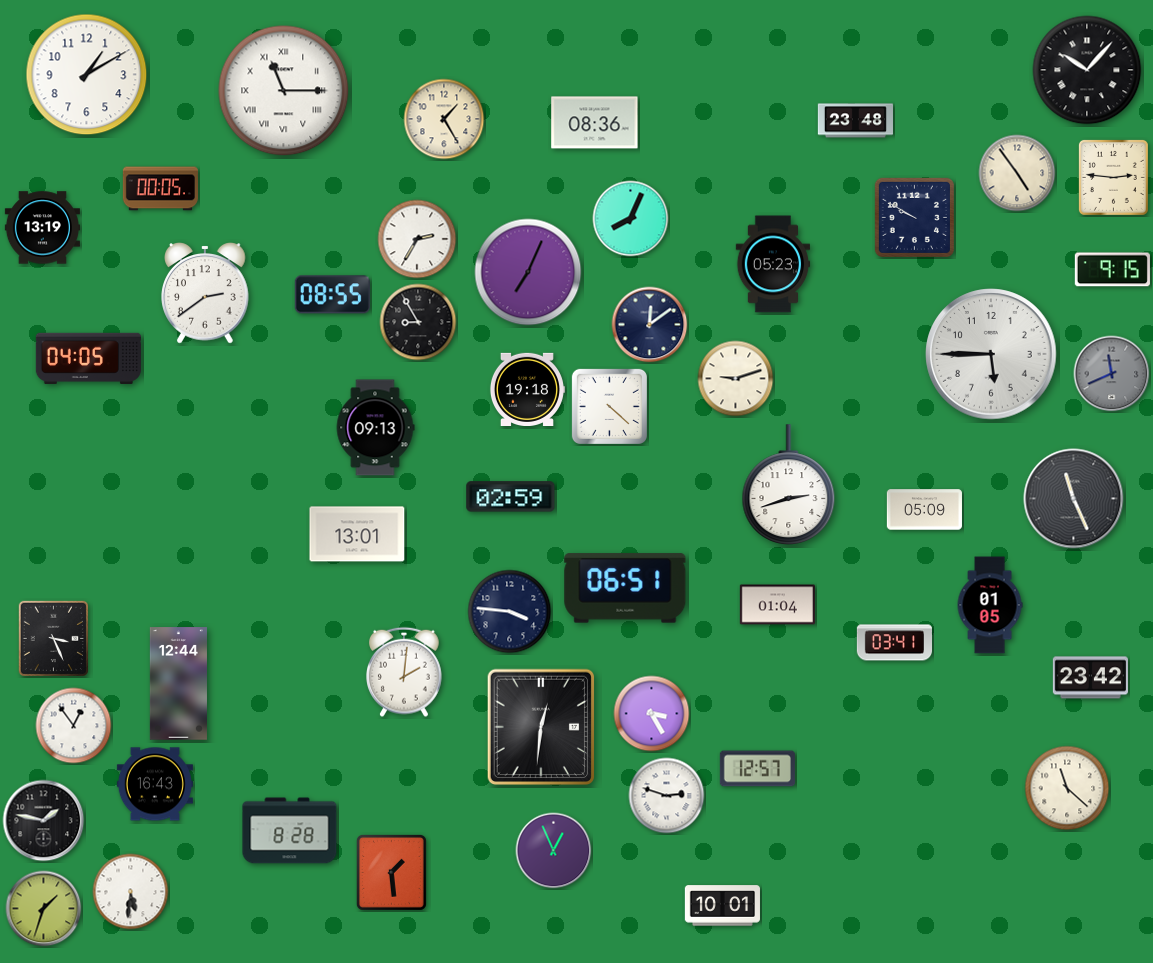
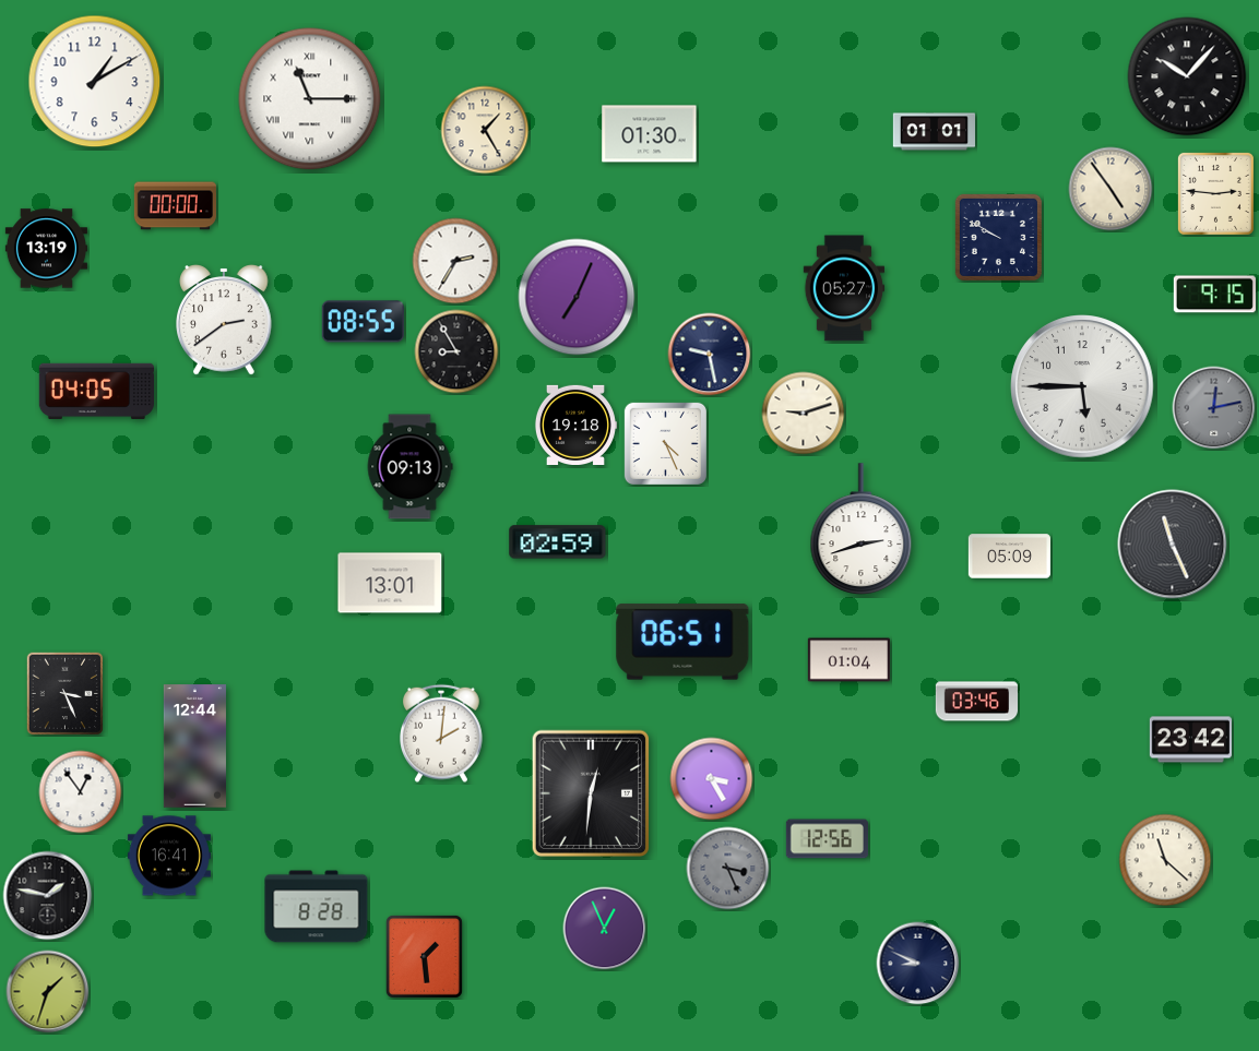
clock at (855, 121): 23:48 -> 01:01
clock at (595, 123): 08:36 -> 01:30
clock at (160, 189): 00:05 -> 00:00
clock at (631, 219): 8:04 -> none
clock at (773, 264): 05:23 -> 05:27
clock at (650, 325): 12:09 -> 9:28
clock at (1112, 374): 11:41 -> 12:13
clock at (609, 406): 4:22 -> 4:26
clock at (990, 605): 01:05 -> none
clock at (510, 612): 3:46 -> none
clock at (53, 638) position: (53, 638) -> (64, 693)
clock at (894, 643): 03:41 -> 03:46
clock at (757, 769): 12:57 -> 12:56
clock at (155, 784): 16:43 -> 16:41
clock at (667, 796): 2:48 -> 3:26
clock at (667, 796) dial: white -> grey
clock at (391, 872) position: (391, 872) -> (424, 956)
clock at (918, 964): none -> 8:49
clock at (131, 892): 5:31 -> none
clock at (722, 906): 10:01 -> none
